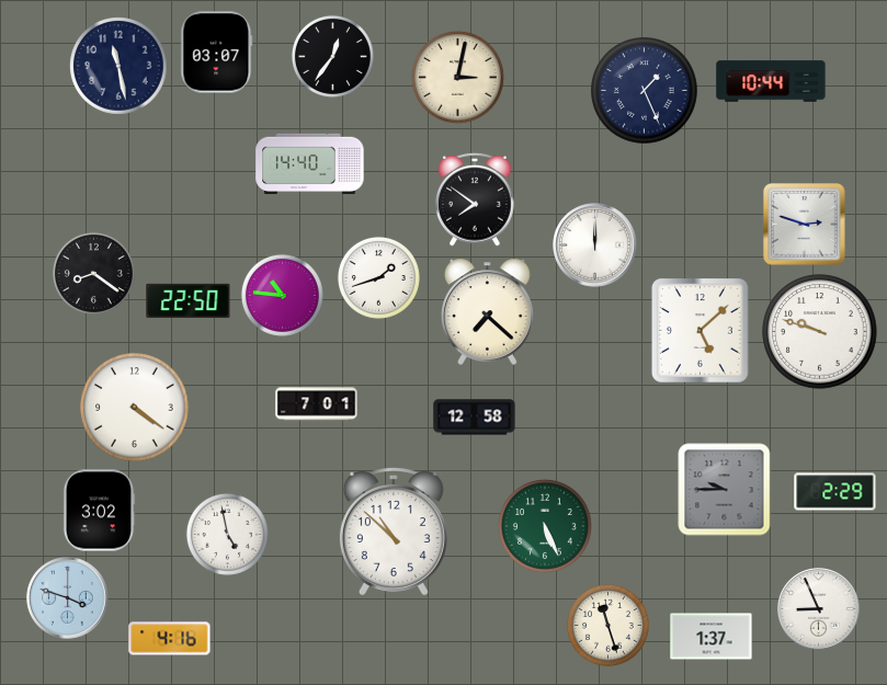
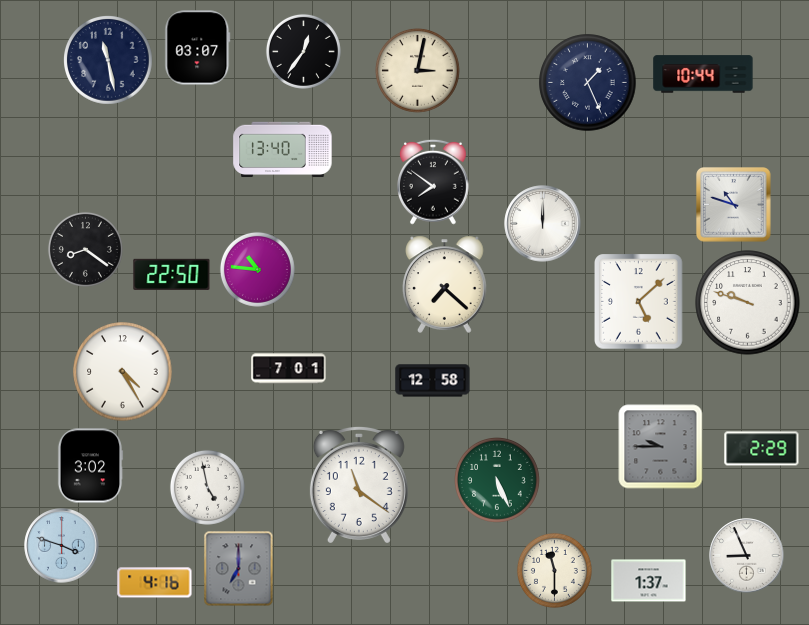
clock at (310, 164): 14:40 -> 13:40
clock at (805, 225): 2:48 -> 10:48
clock at (378, 277): 1:42 -> none
clock at (135, 408): 4:21 -> 4:25
clock at (394, 530): 10:52 -> 11:21
clock at (239, 569): none -> 7:00
clock at (607, 625): 11:27 -> 11:30
